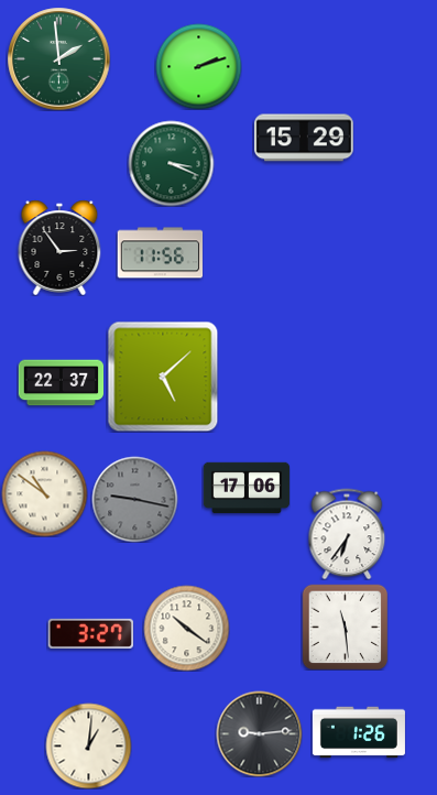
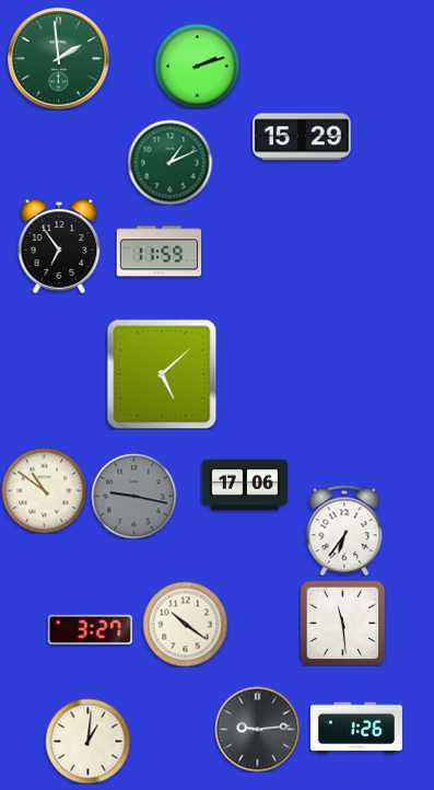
clock at (171, 163): 3:19 -> 1:11
clock at (59, 248): 2:54 -> 6:54
clock at (160, 253): 11:56 -> 11:59
clock at (61, 383): 22:37 -> none
